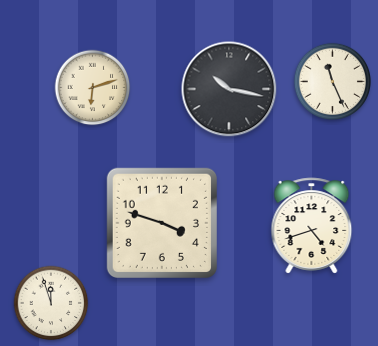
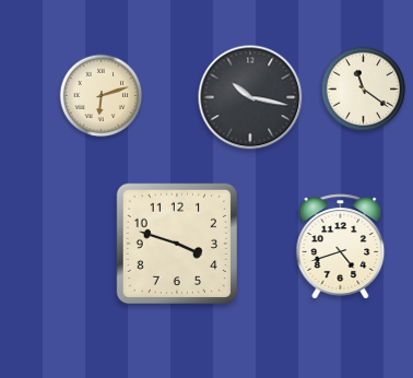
clock at (332, 81): 11:26 -> 11:21
clock at (51, 303): 11:57 -> none
